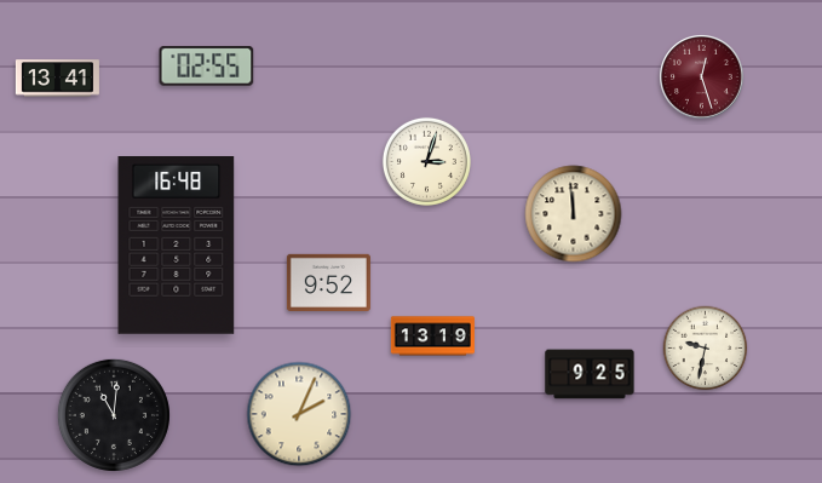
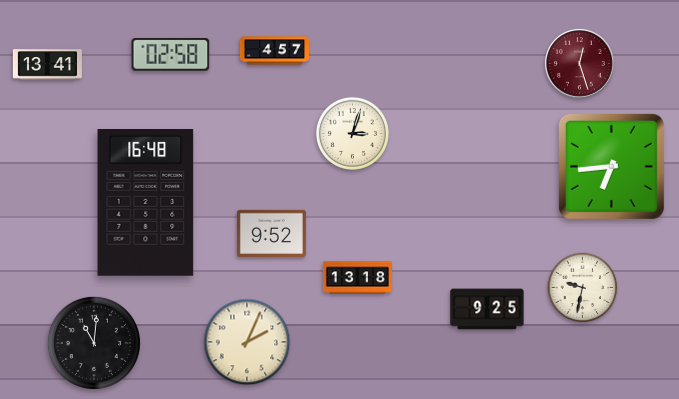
clock at (274, 51): none -> 4:57
clock at (207, 67): 02:55 -> 02:58
clock at (611, 166): none -> 6:44
clock at (574, 214): 11:59 -> none
clock at (432, 337): 13:19 -> 13:18
